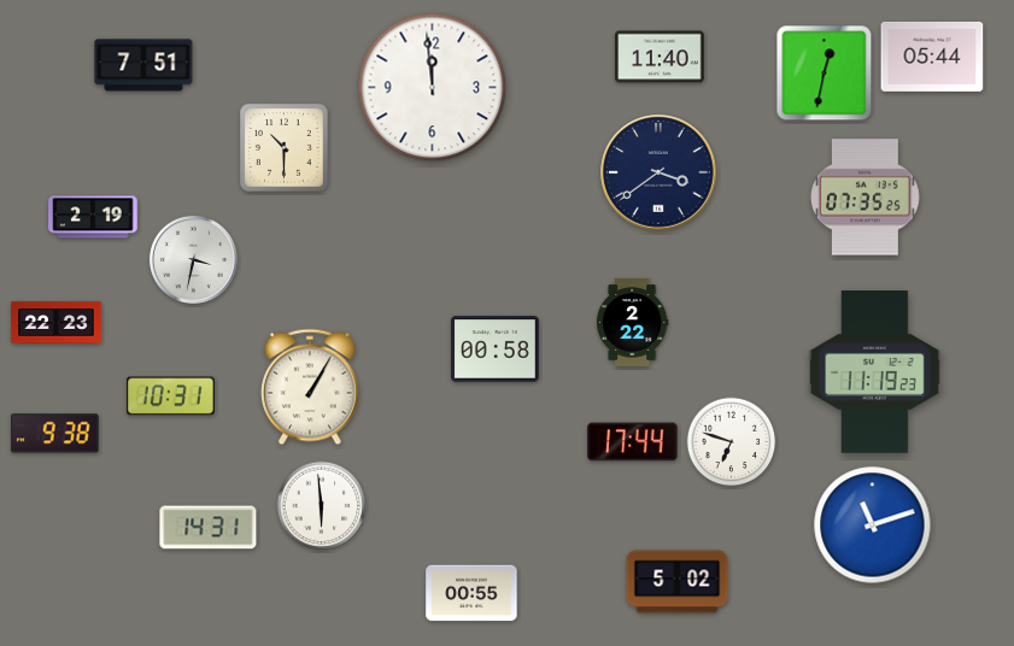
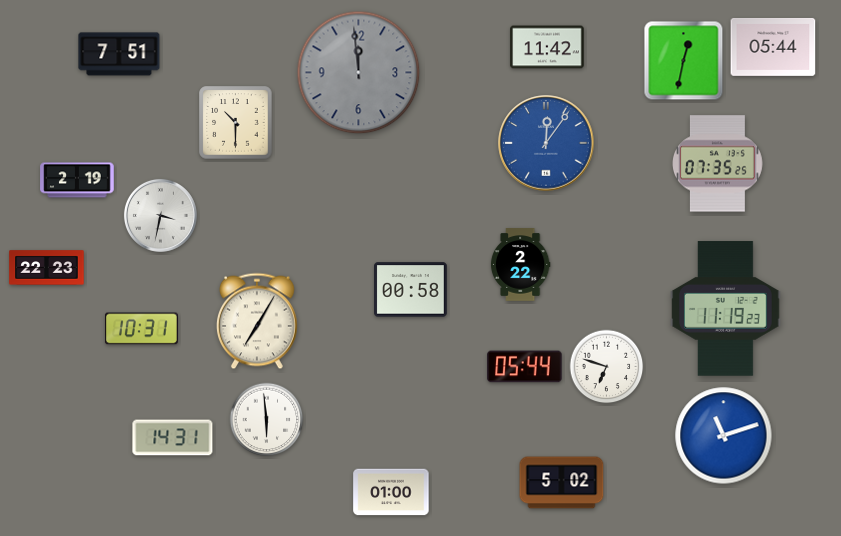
clock at (660, 57): 11:40 -> 11:42
clock at (433, 88) dial: white -> grey
clock at (658, 172): 3:39 -> 12:06
clock at (658, 172) dial: navy -> blue
clock at (632, 323) position: (632, 323) -> (520, 265)
clock at (310, 387): 1:05 -> 7:05
clock at (54, 434): 9:38 -> none
clock at (633, 442): 17:44 -> 05:44
clock at (471, 593): 00:55 -> 01:00
